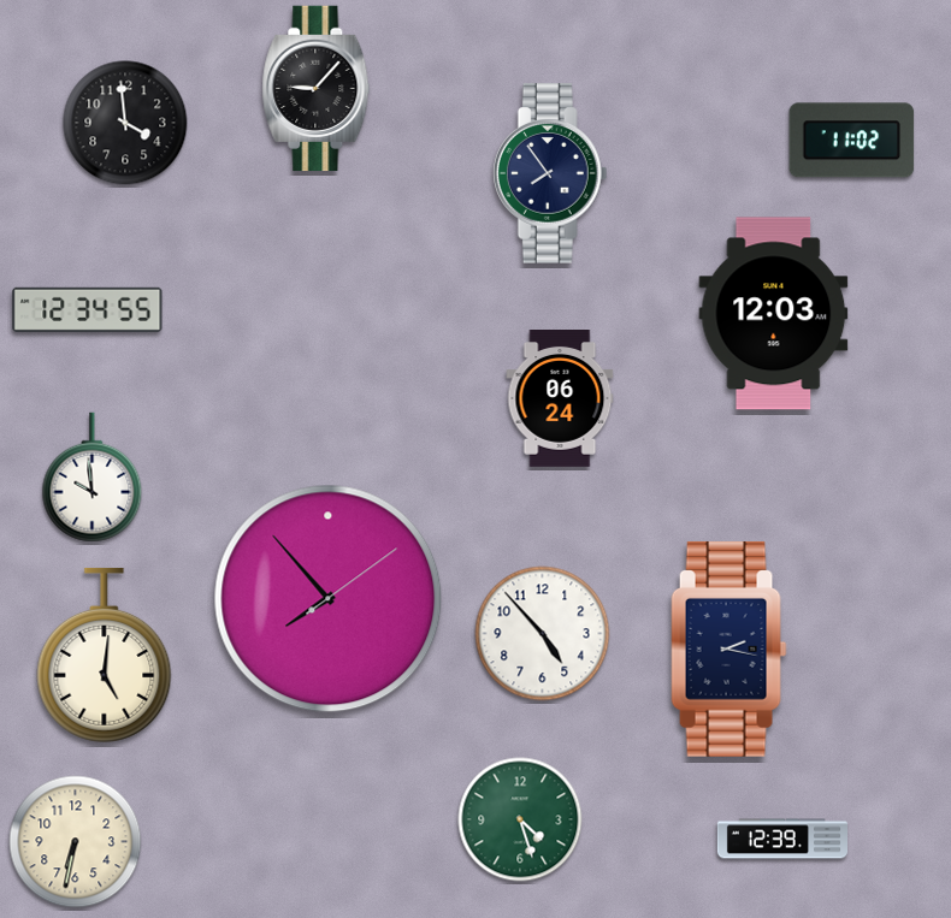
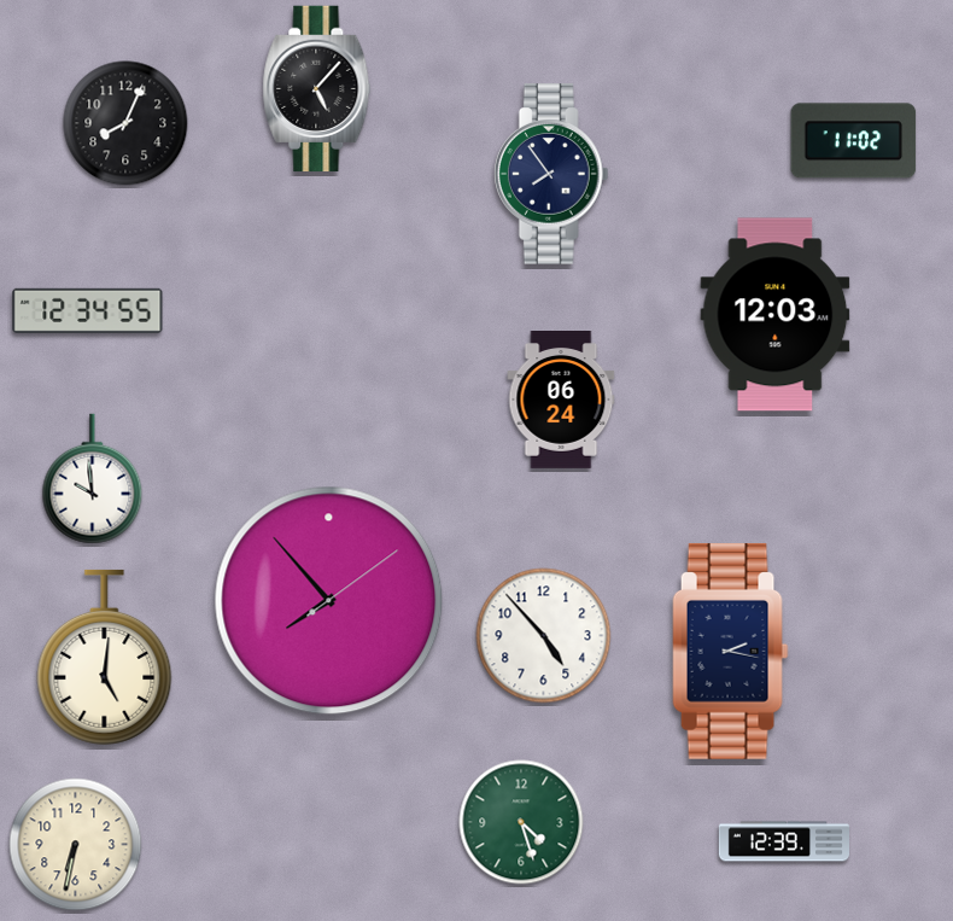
clock at (317, 89): 9:07 -> 5:07
clock at (125, 123): 3:59 -> 8:04
